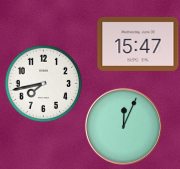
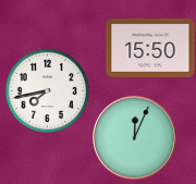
clock at (138, 44): 15:47 -> 15:50
